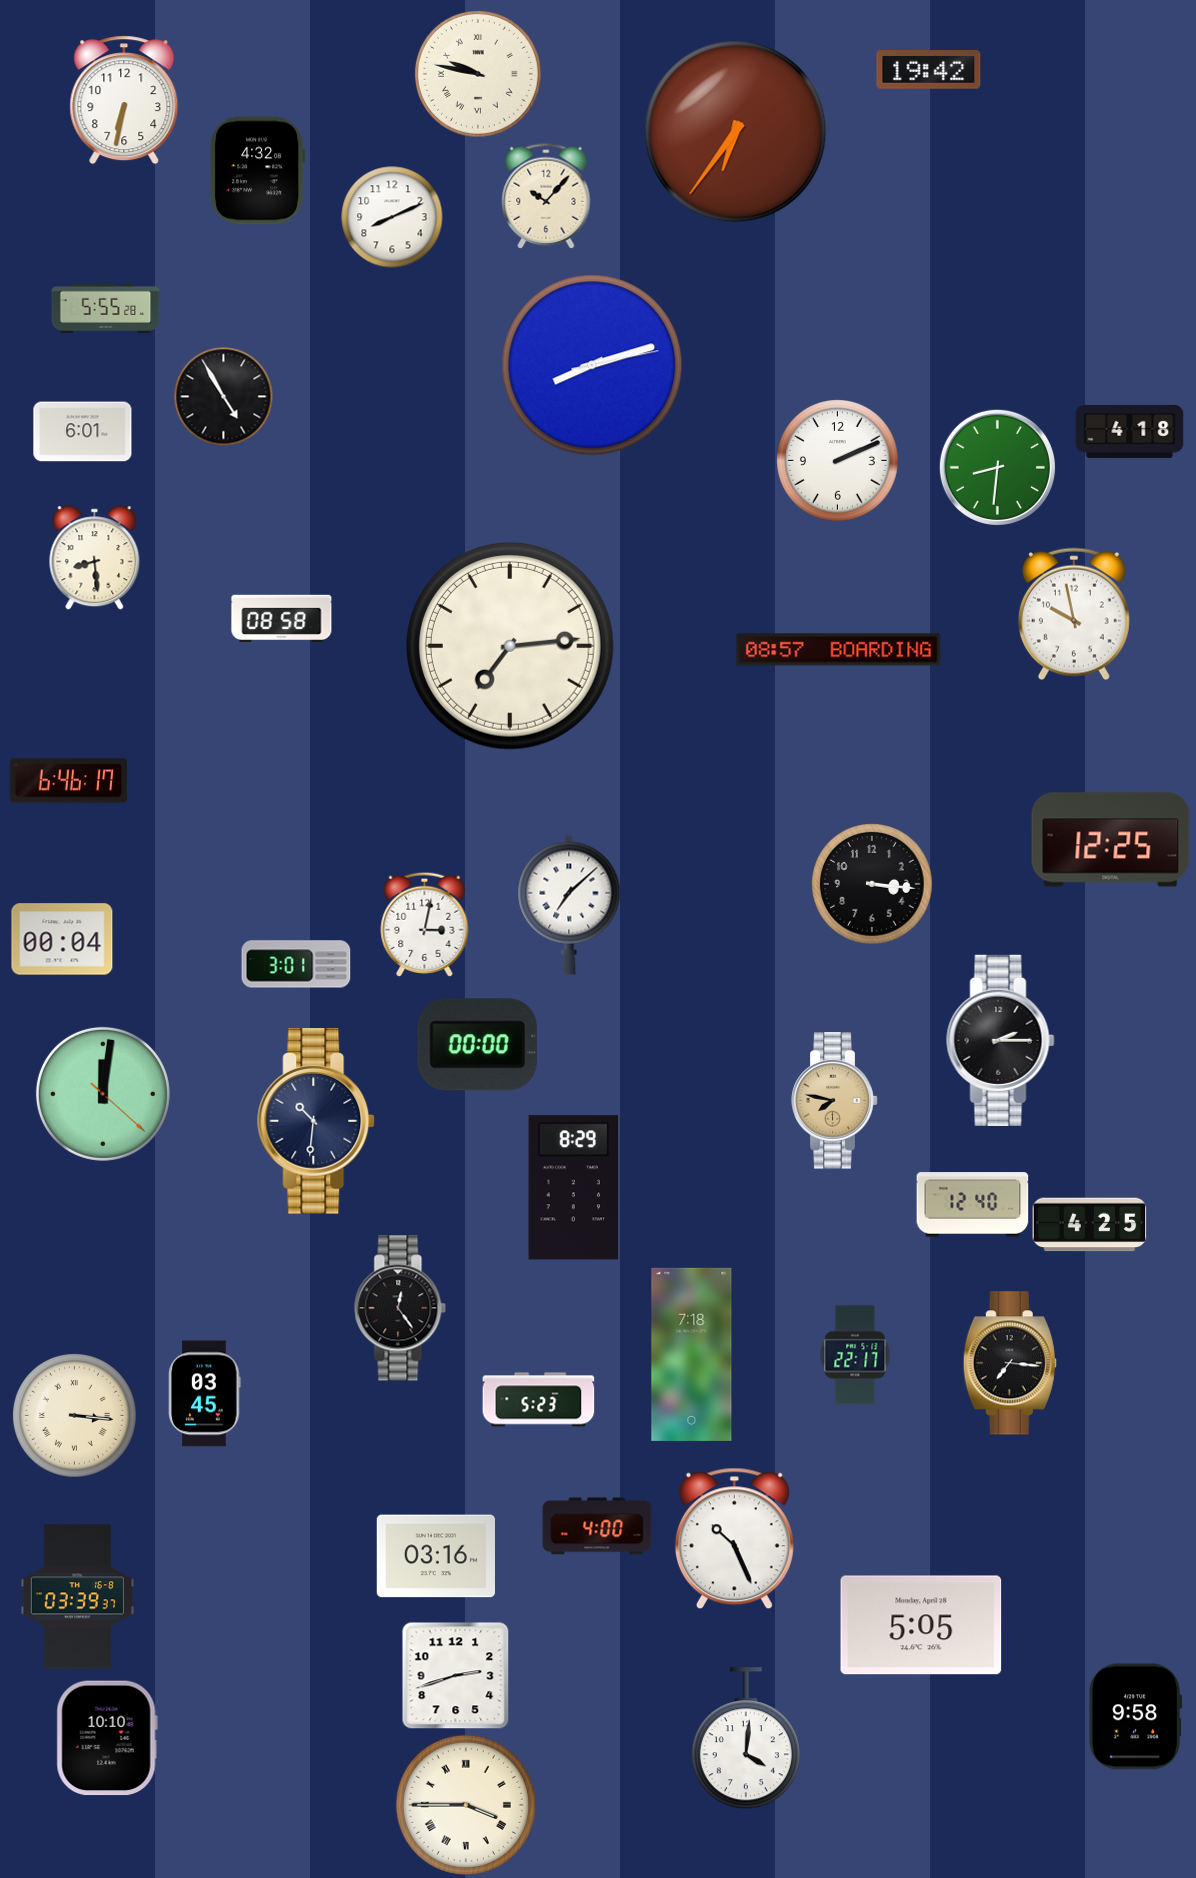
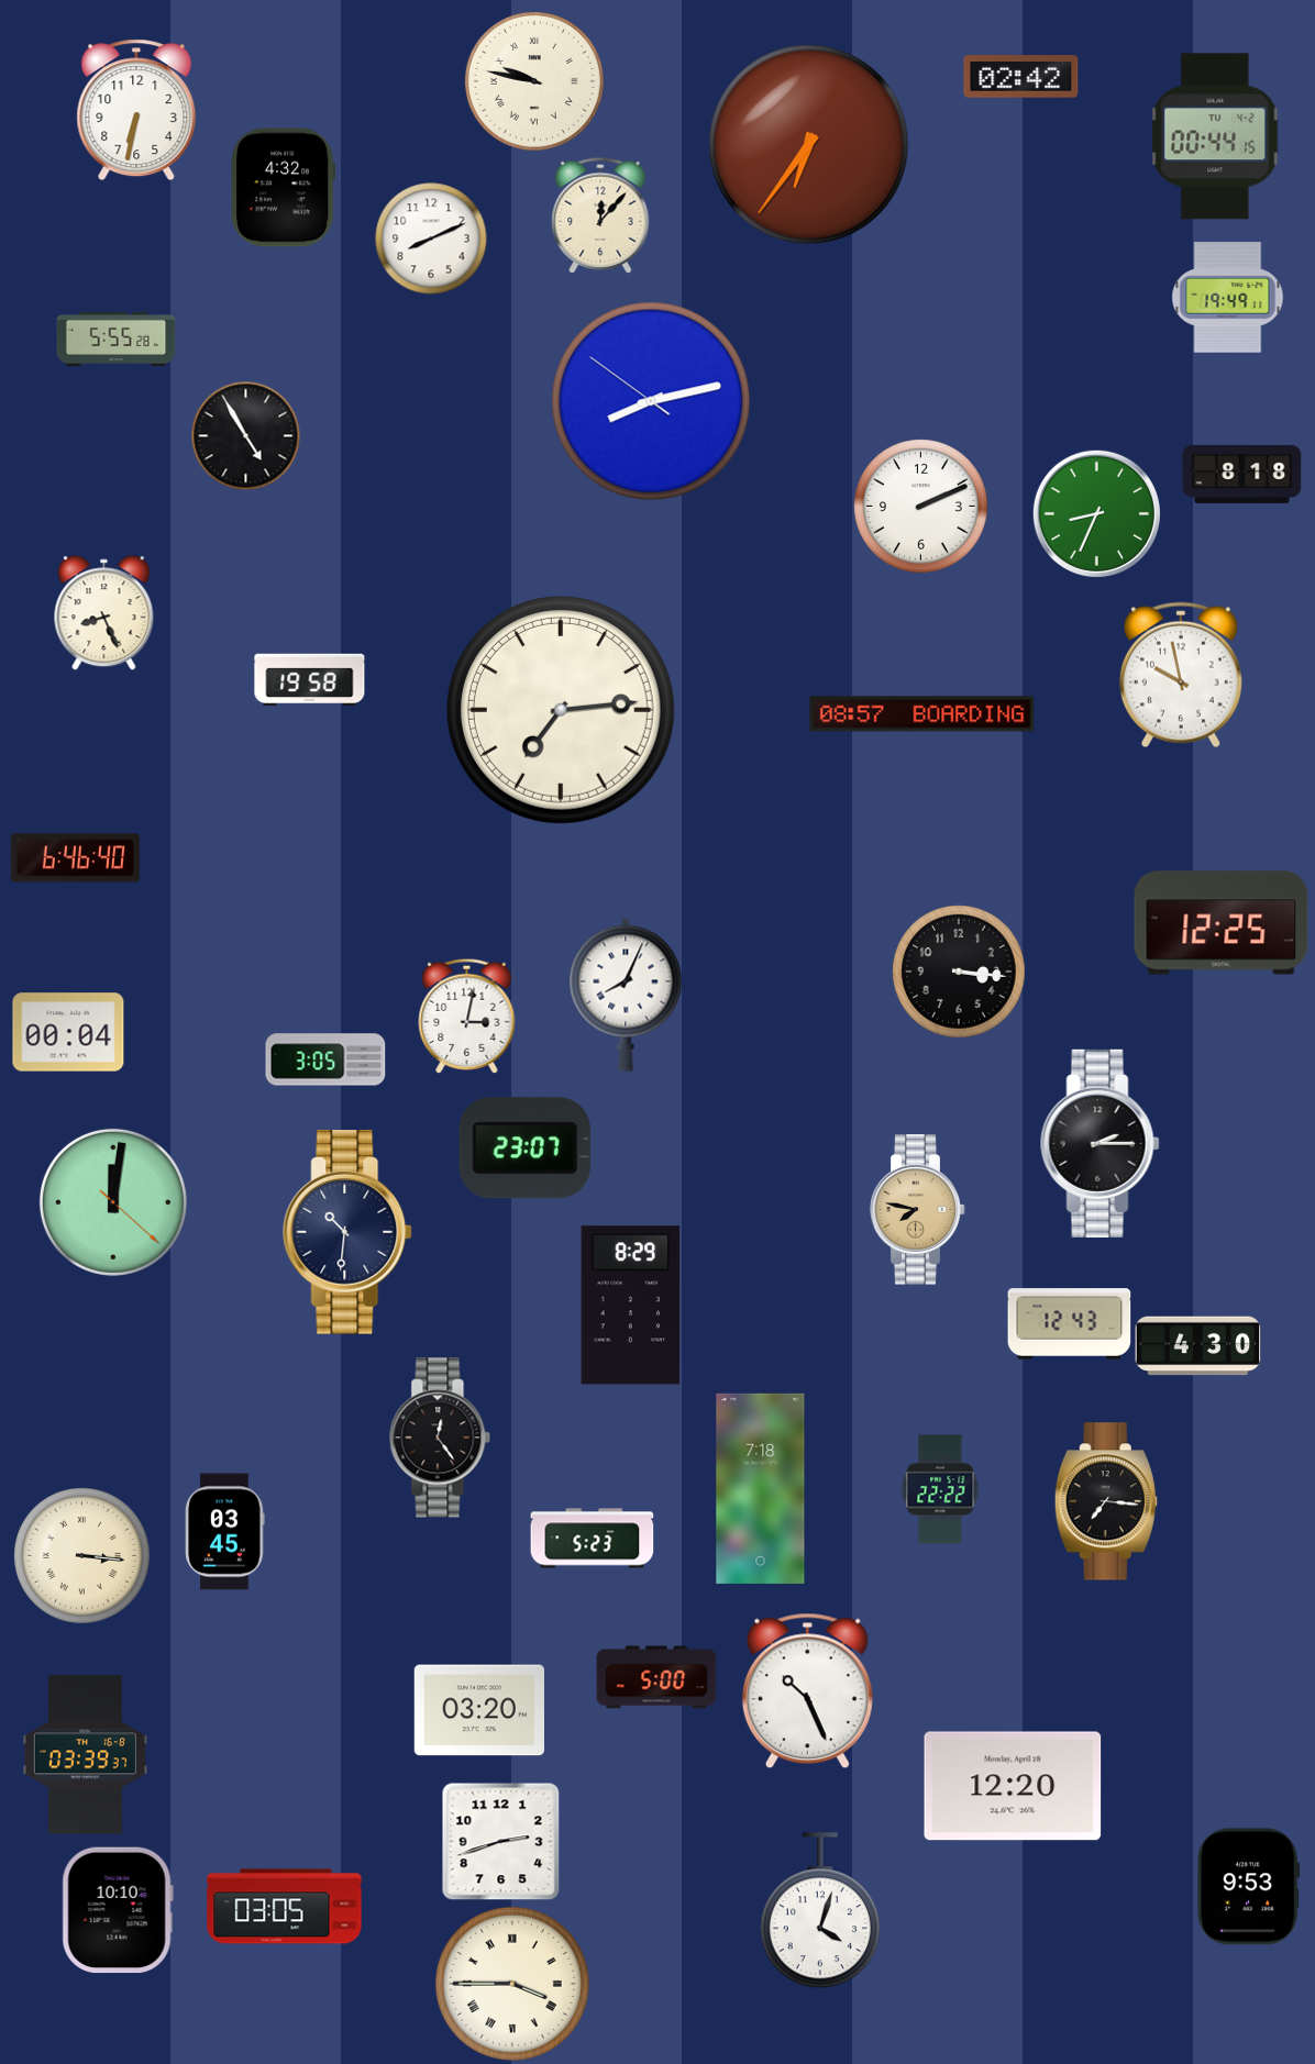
clock at (929, 70): 19:42 -> 02:42
clock at (478, 74) position: (478, 74) -> (534, 81)
clock at (1215, 136): none -> 00:44
clock at (546, 196): 10:07 -> 12:07
clock at (1228, 298): none -> 19:49
clock at (592, 365): 8:12:13 -> 8:12:51
clock at (1130, 431): 4:18 -> 8:18
clock at (83, 432): 6:01 -> none
clock at (997, 467): 8:31 -> 8:34
clock at (95, 558): 8:29 -> 8:26
clock at (282, 618): 08:58 -> 19:58
clock at (69, 781): 6:46:17 -> 6:46:40
clock at (569, 905): 7:08 -> 8:04
clock at (296, 964): 3:01 -> 3:05
clock at (477, 1045): 00:00 -> 23:07
clock at (973, 1205): 12:40 -> 12:43
clock at (1090, 1225): 4:25 -> 4:30
clock at (855, 1355): 22:17 -> 22:22
clock at (1010, 1363) position: (1010, 1363) -> (1106, 1501)
clock at (597, 1526): 4:00 -> 5:00
clock at (436, 1556): 03:16 -> 03:20
clock at (921, 1625): 5:05 -> 12:20
clock at (1136, 1717): 9:58 -> 9:53
clock at (285, 1907): none -> 03:05
clock at (746, 1739): 4:01 -> 4:03
